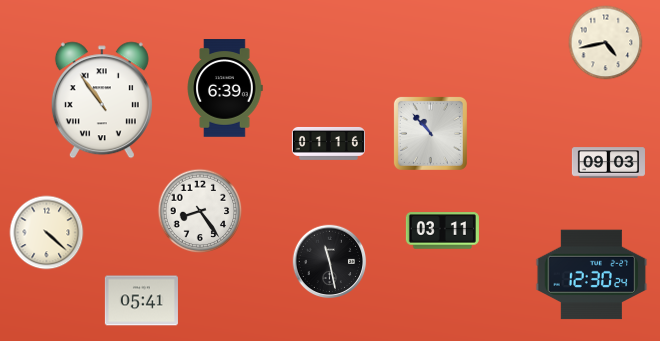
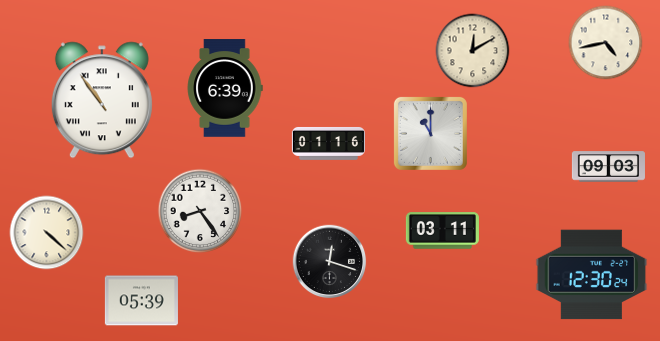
clock at (473, 51): none -> 12:10
clock at (430, 133): 10:53 -> 11:00
clock at (608, 163) position: (608, 163) -> (608, 167)
clock at (330, 262): 11:28 -> 12:18
clock at (141, 301): 05:41 -> 05:39
